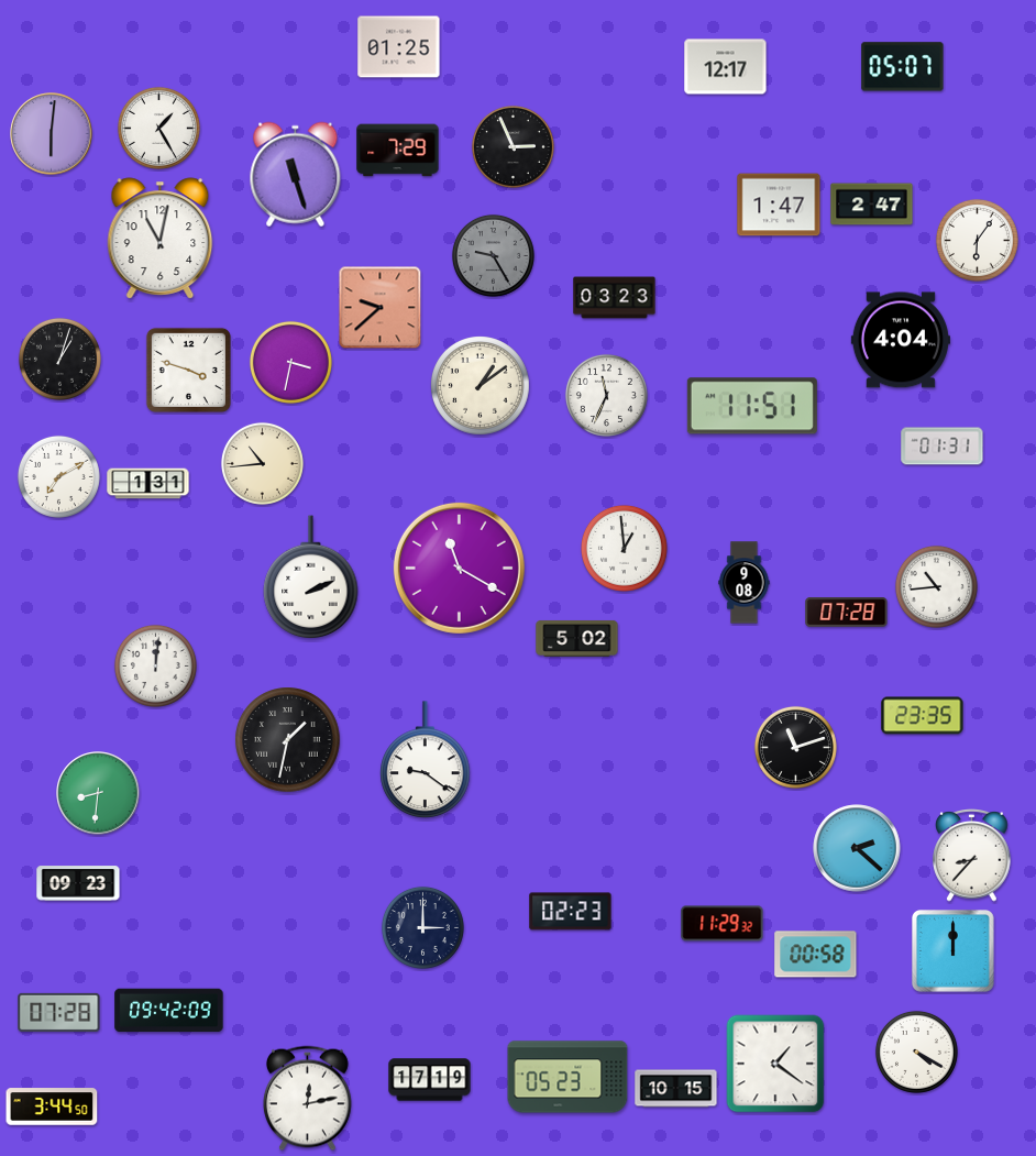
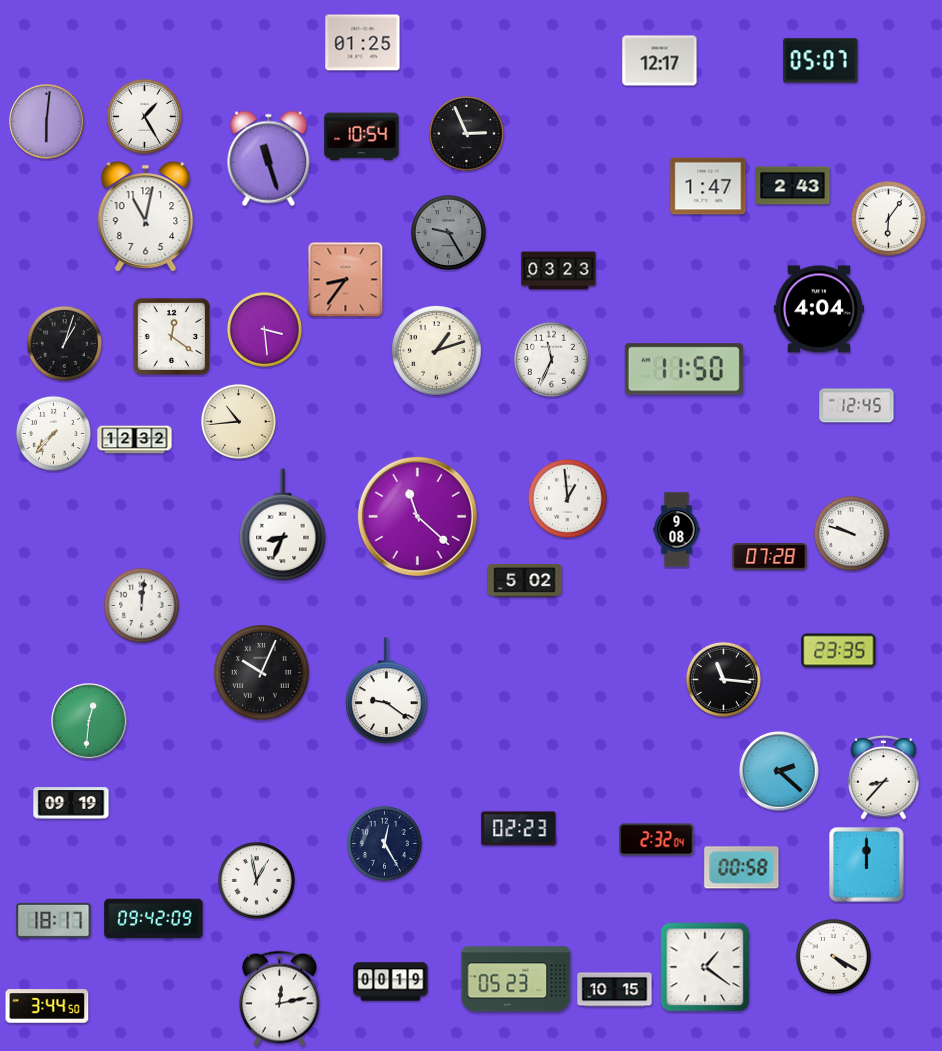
clock at (398, 151): 7:29 -> 10:54
clock at (872, 205): 2:47 -> 2:43
clock at (381, 308): 9:38 -> 8:36
clock at (59, 359) position: (59, 359) -> (64, 343)
clock at (290, 362): 3:32 -> 3:29
clock at (188, 370): 3:48 -> 12:21
clock at (481, 386): 1:09 -> 1:12
clock at (752, 406): 11:51 -> 11:50
clock at (943, 447): 01:31 -> 12:45
clock at (58, 476): 7:10 -> 7:37
clock at (148, 484): 1:31 -> 12:32
clock at (459, 568): 11:20 -> 11:22
clock at (311, 577): 2:11 -> 8:34
clock at (936, 586): 10:44 -> 9:48
clock at (288, 740): 1:32 -> 10:04
clock at (795, 747): 11:12 -> 11:16
clock at (98, 793): 8:31 -> 12:31
clock at (78, 883): 09:23 -> 09:19
clock at (723, 924): 11:29 -> 2:32
clock at (422, 927): 3:00 -> 12:25
clock at (256, 880): none -> 12:58
clock at (59, 1012): 07:28 -> 18:17
clock at (430, 1080): 17:19 -> 00:19
